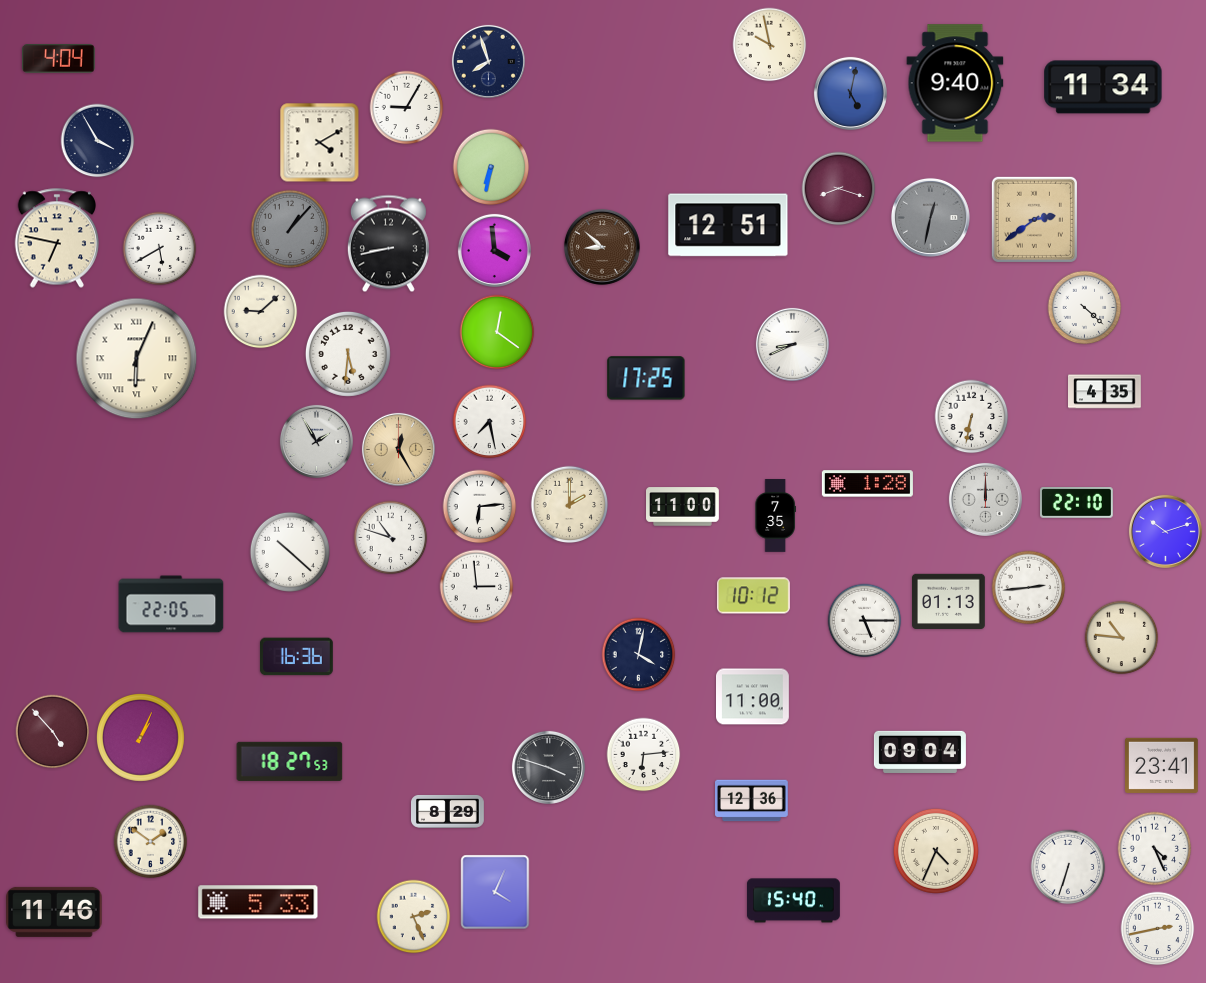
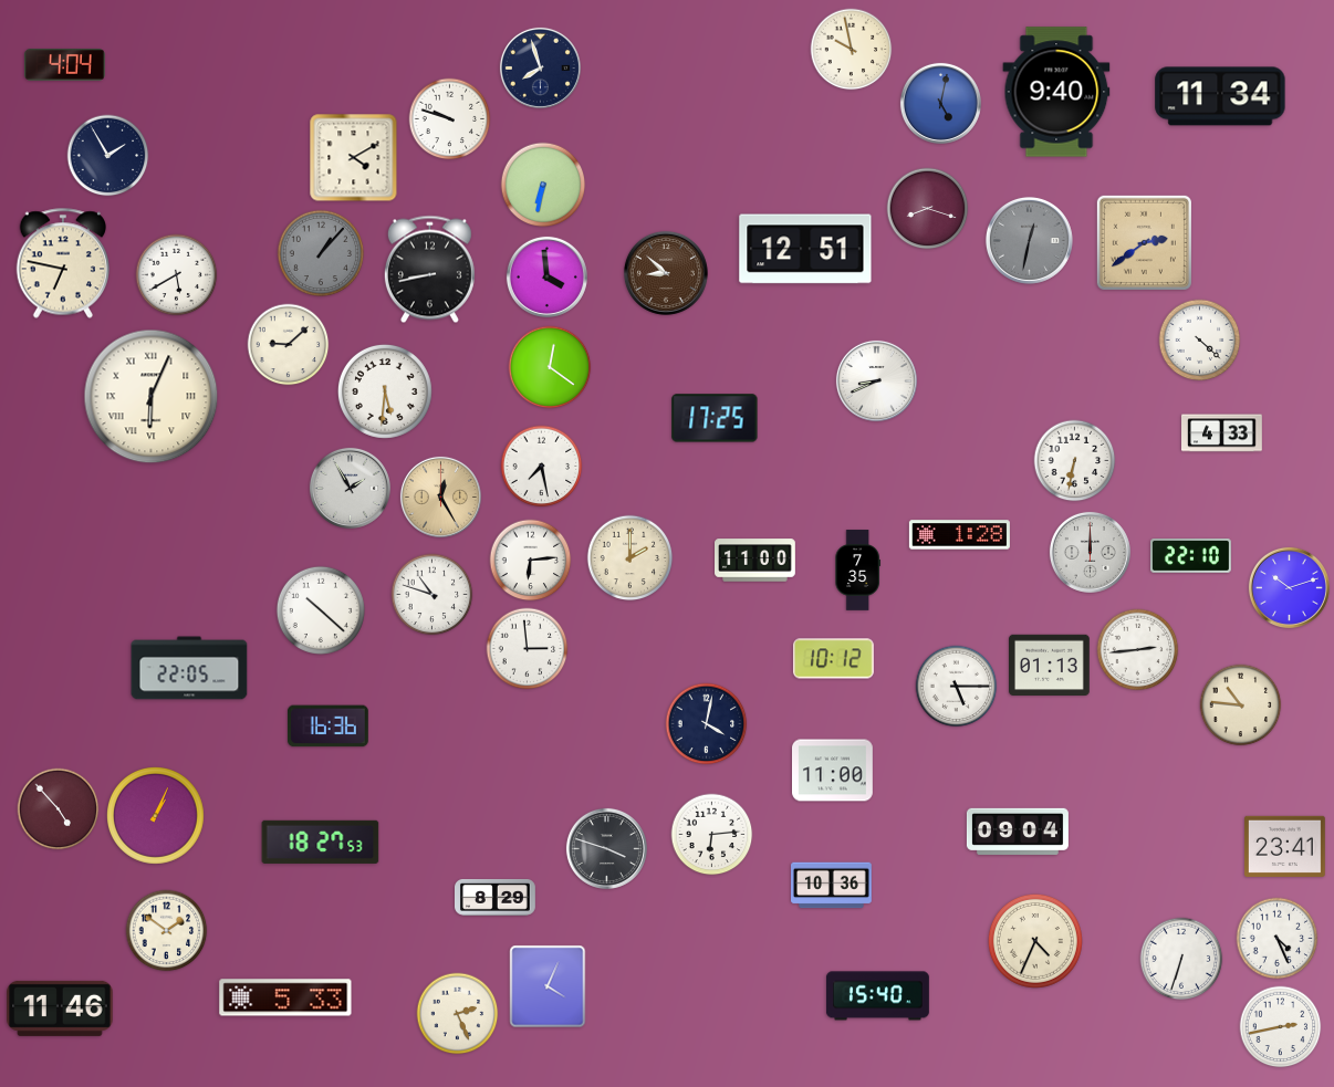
clock at (407, 108): 9:05 -> 9:48
clock at (98, 141): 3:55 -> 1:55
clock at (1105, 392): 4:35 -> 4:33
clock at (752, 801): 12:36 -> 10:36
